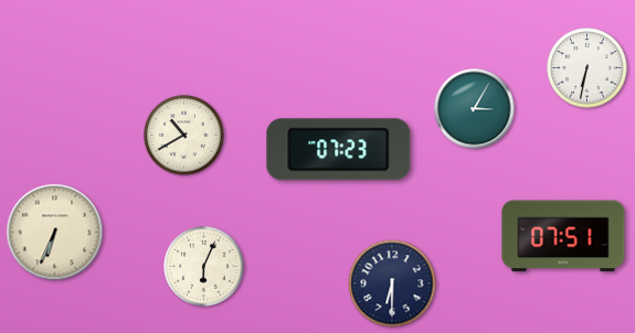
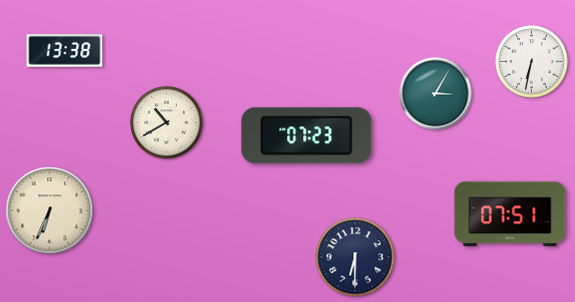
clock at (65, 51): none -> 13:38
clock at (475, 109) position: (475, 109) -> (436, 94)
clock at (204, 267): 6:04 -> none
